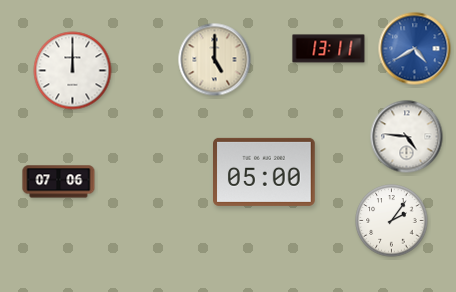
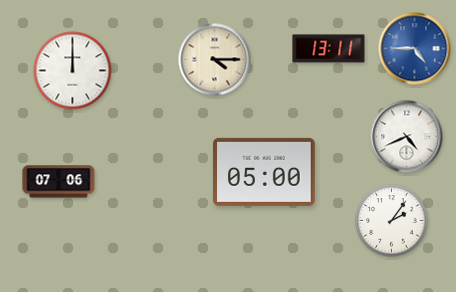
clock at (415, 49): 4:40 -> 4:45
clock at (215, 60): 5:00 -> 4:15
clock at (407, 137): 4:46 -> 4:41
